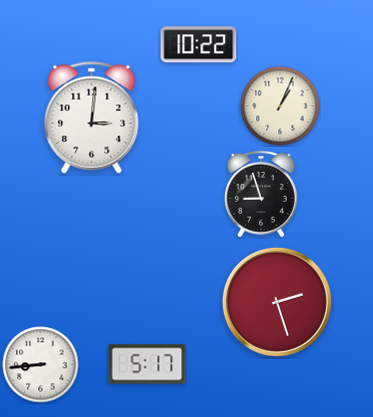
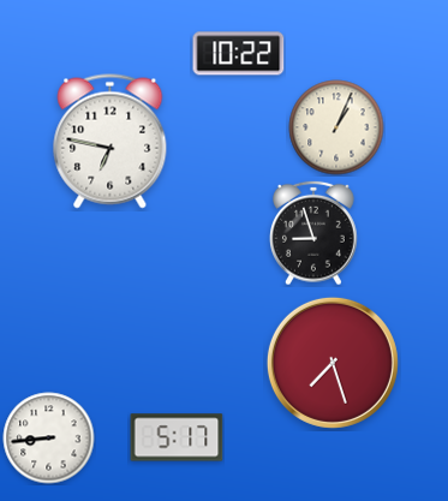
clock at (92, 118): 3:01 -> 6:47
clock at (277, 302): 2:27 -> 7:27
